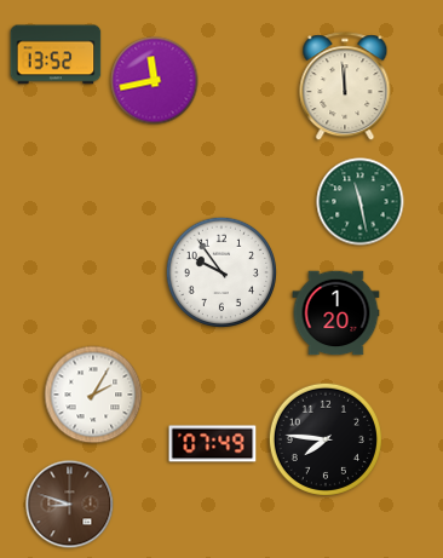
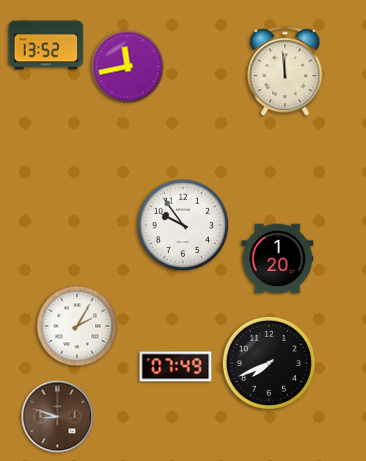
clock at (361, 202): 11:28 -> none
clock at (326, 439): 7:46 -> 7:41
